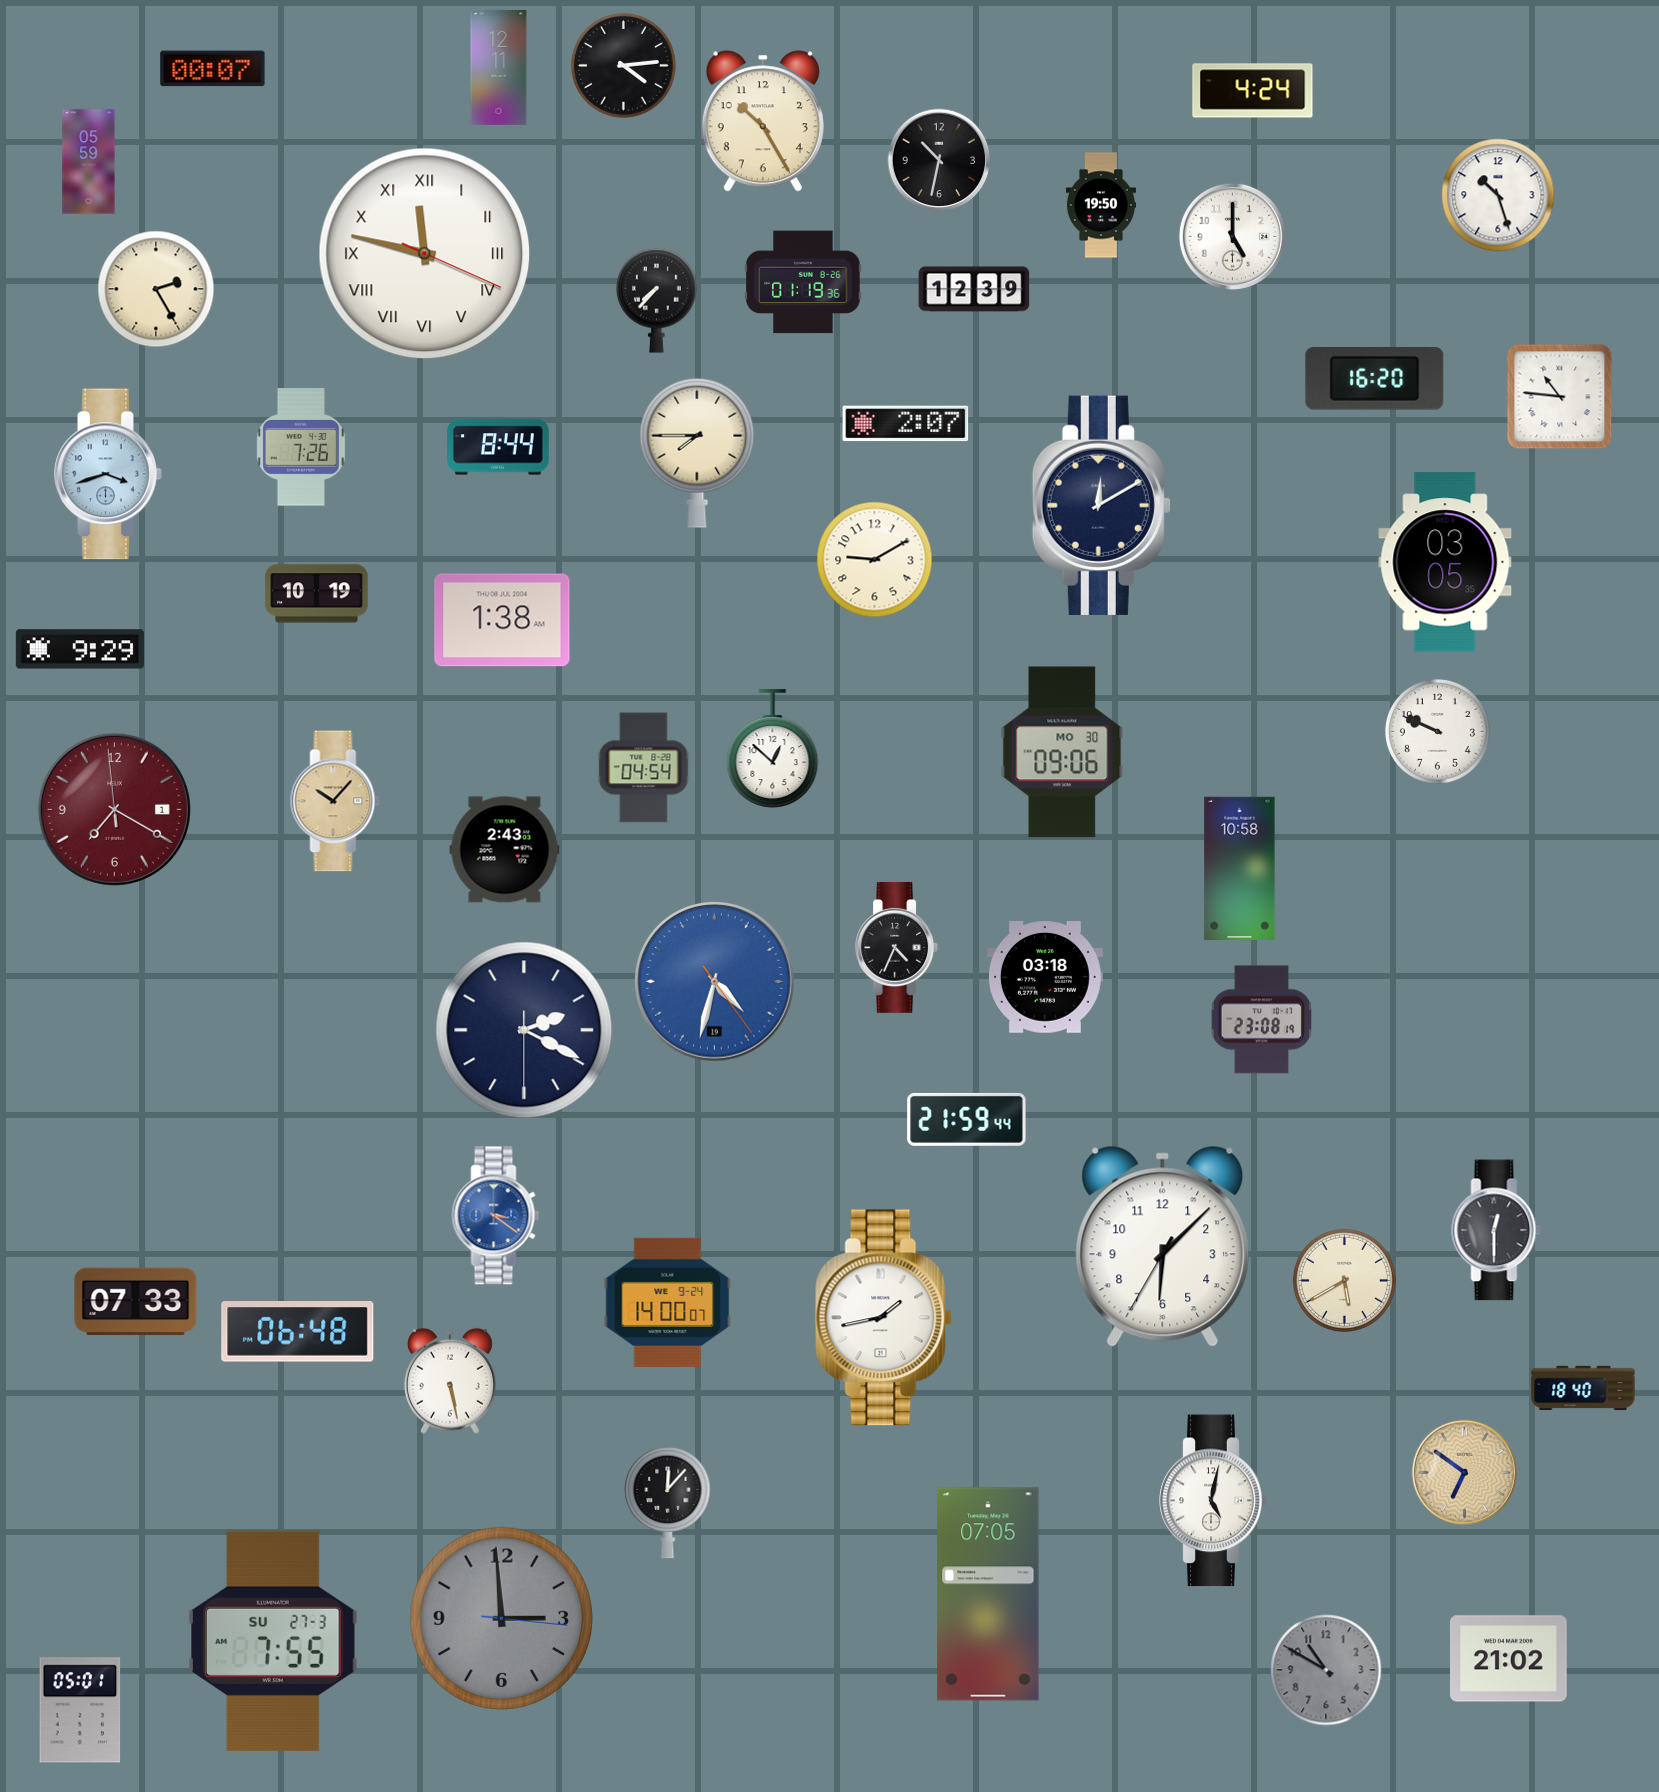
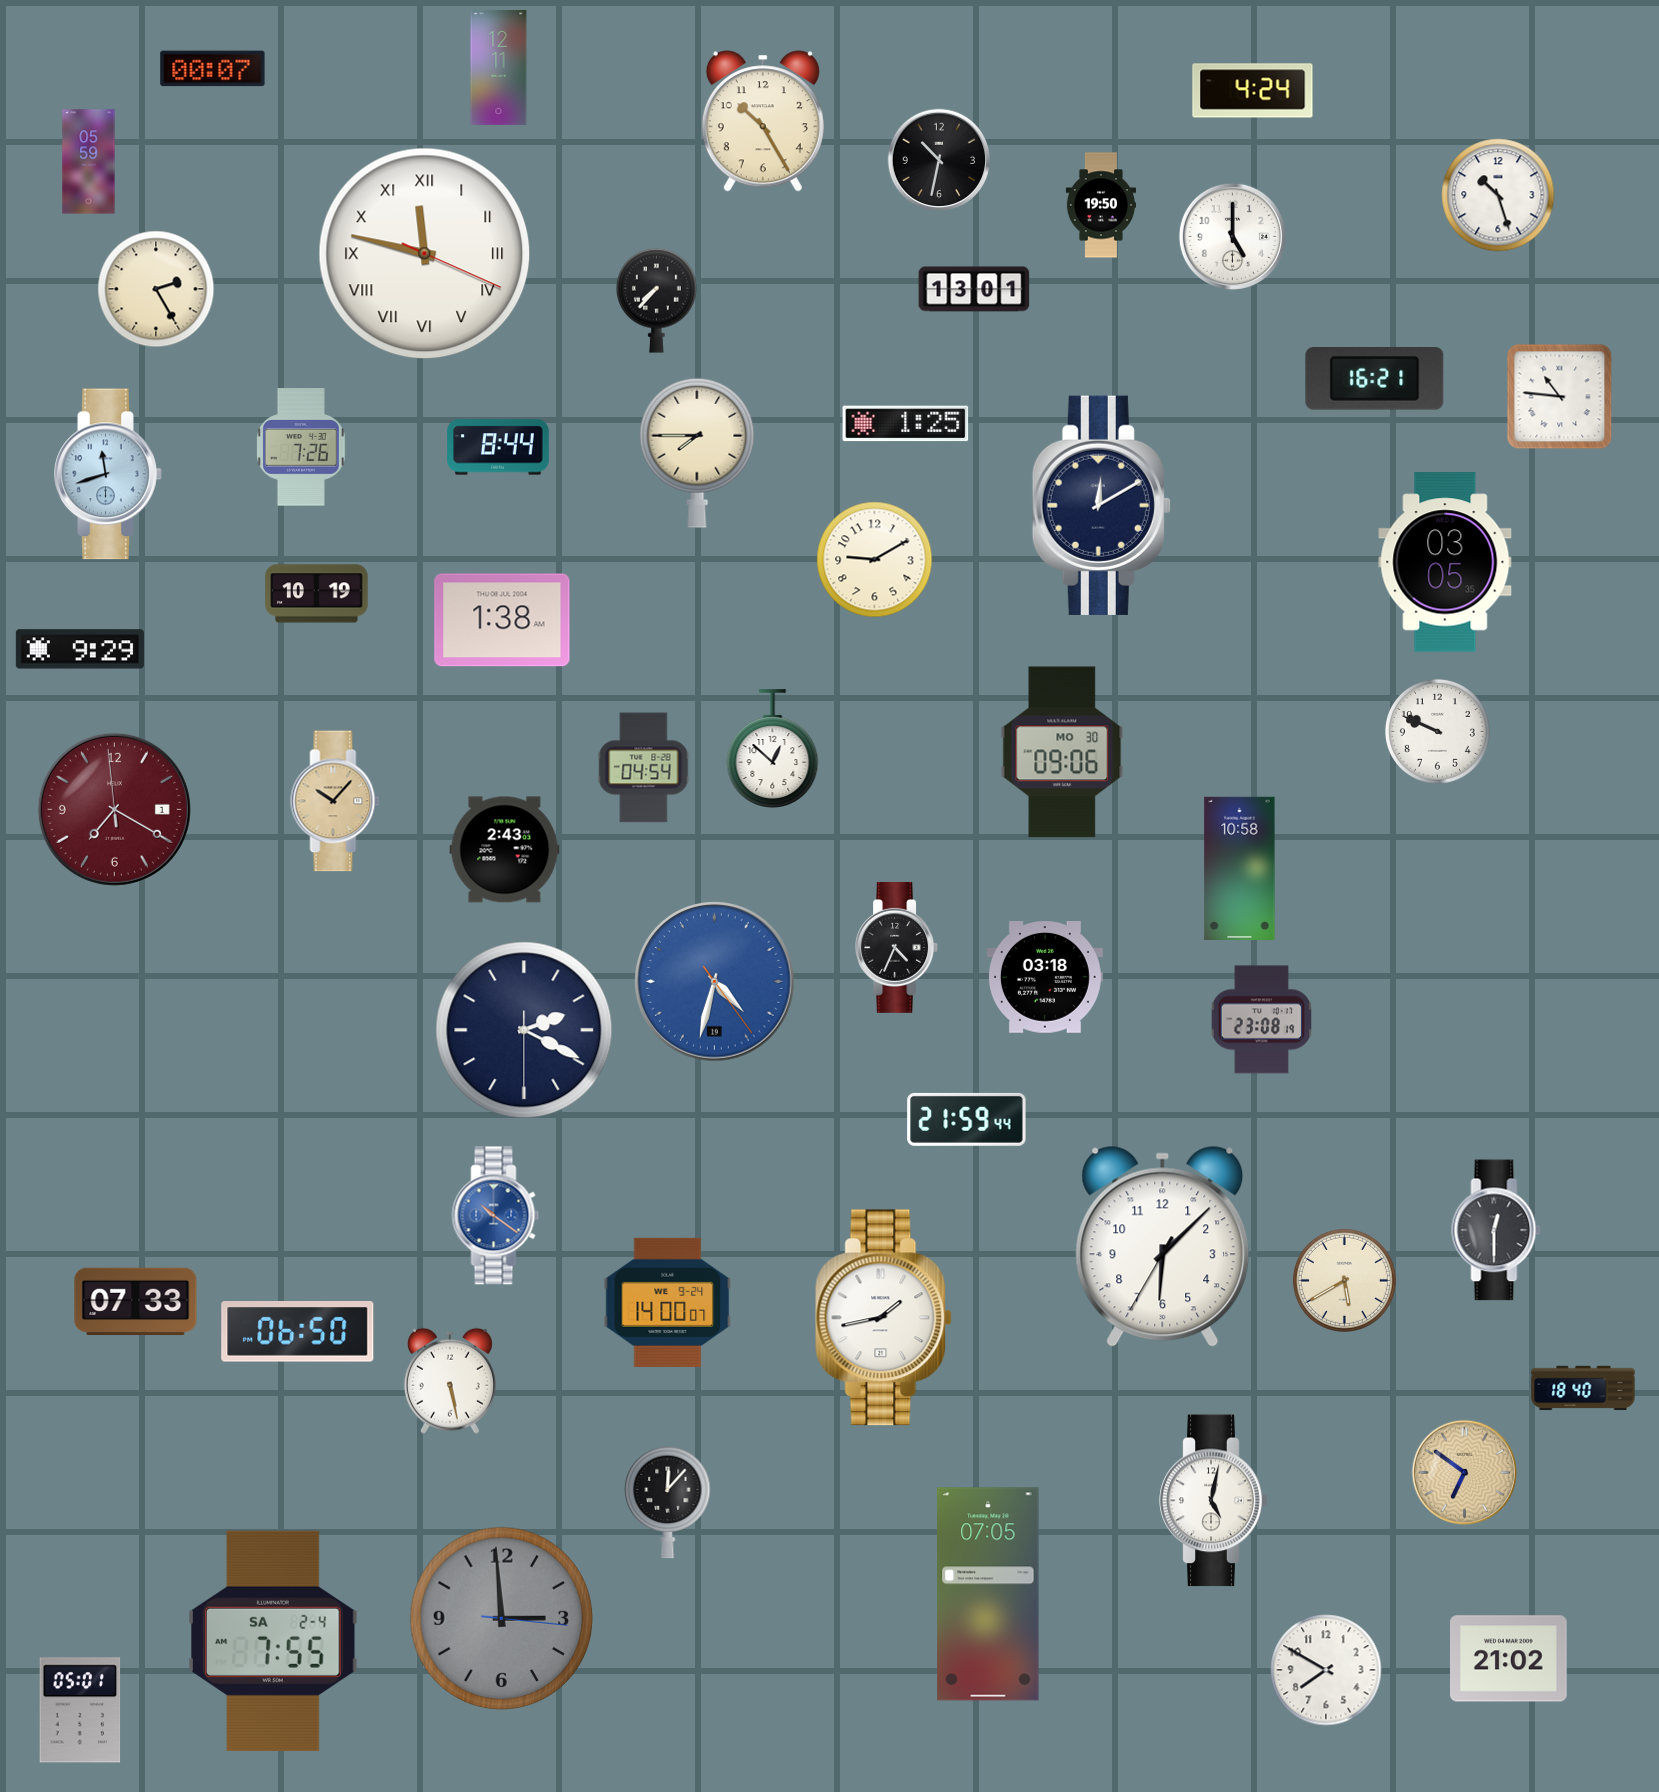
clock at (623, 65): 4:14 -> none
clock at (803, 282): 01:19 -> none
clock at (974, 289): 12:39 -> 13:01
clock at (1375, 379): 16:20 -> 16:21
clock at (906, 424): 2:07 -> 1:25
clock at (108, 474): 3:42 -> 11:42
clock at (496, 1216): 3:21 -> 10:21
clock at (298, 1332): 06:48 -> 06:50
clock at (274, 1641) date: SU 27-3 -> SA 2-4
clock at (1326, 1670): 10:50 -> 7:50
clock at (1326, 1670) dial: grey -> white
